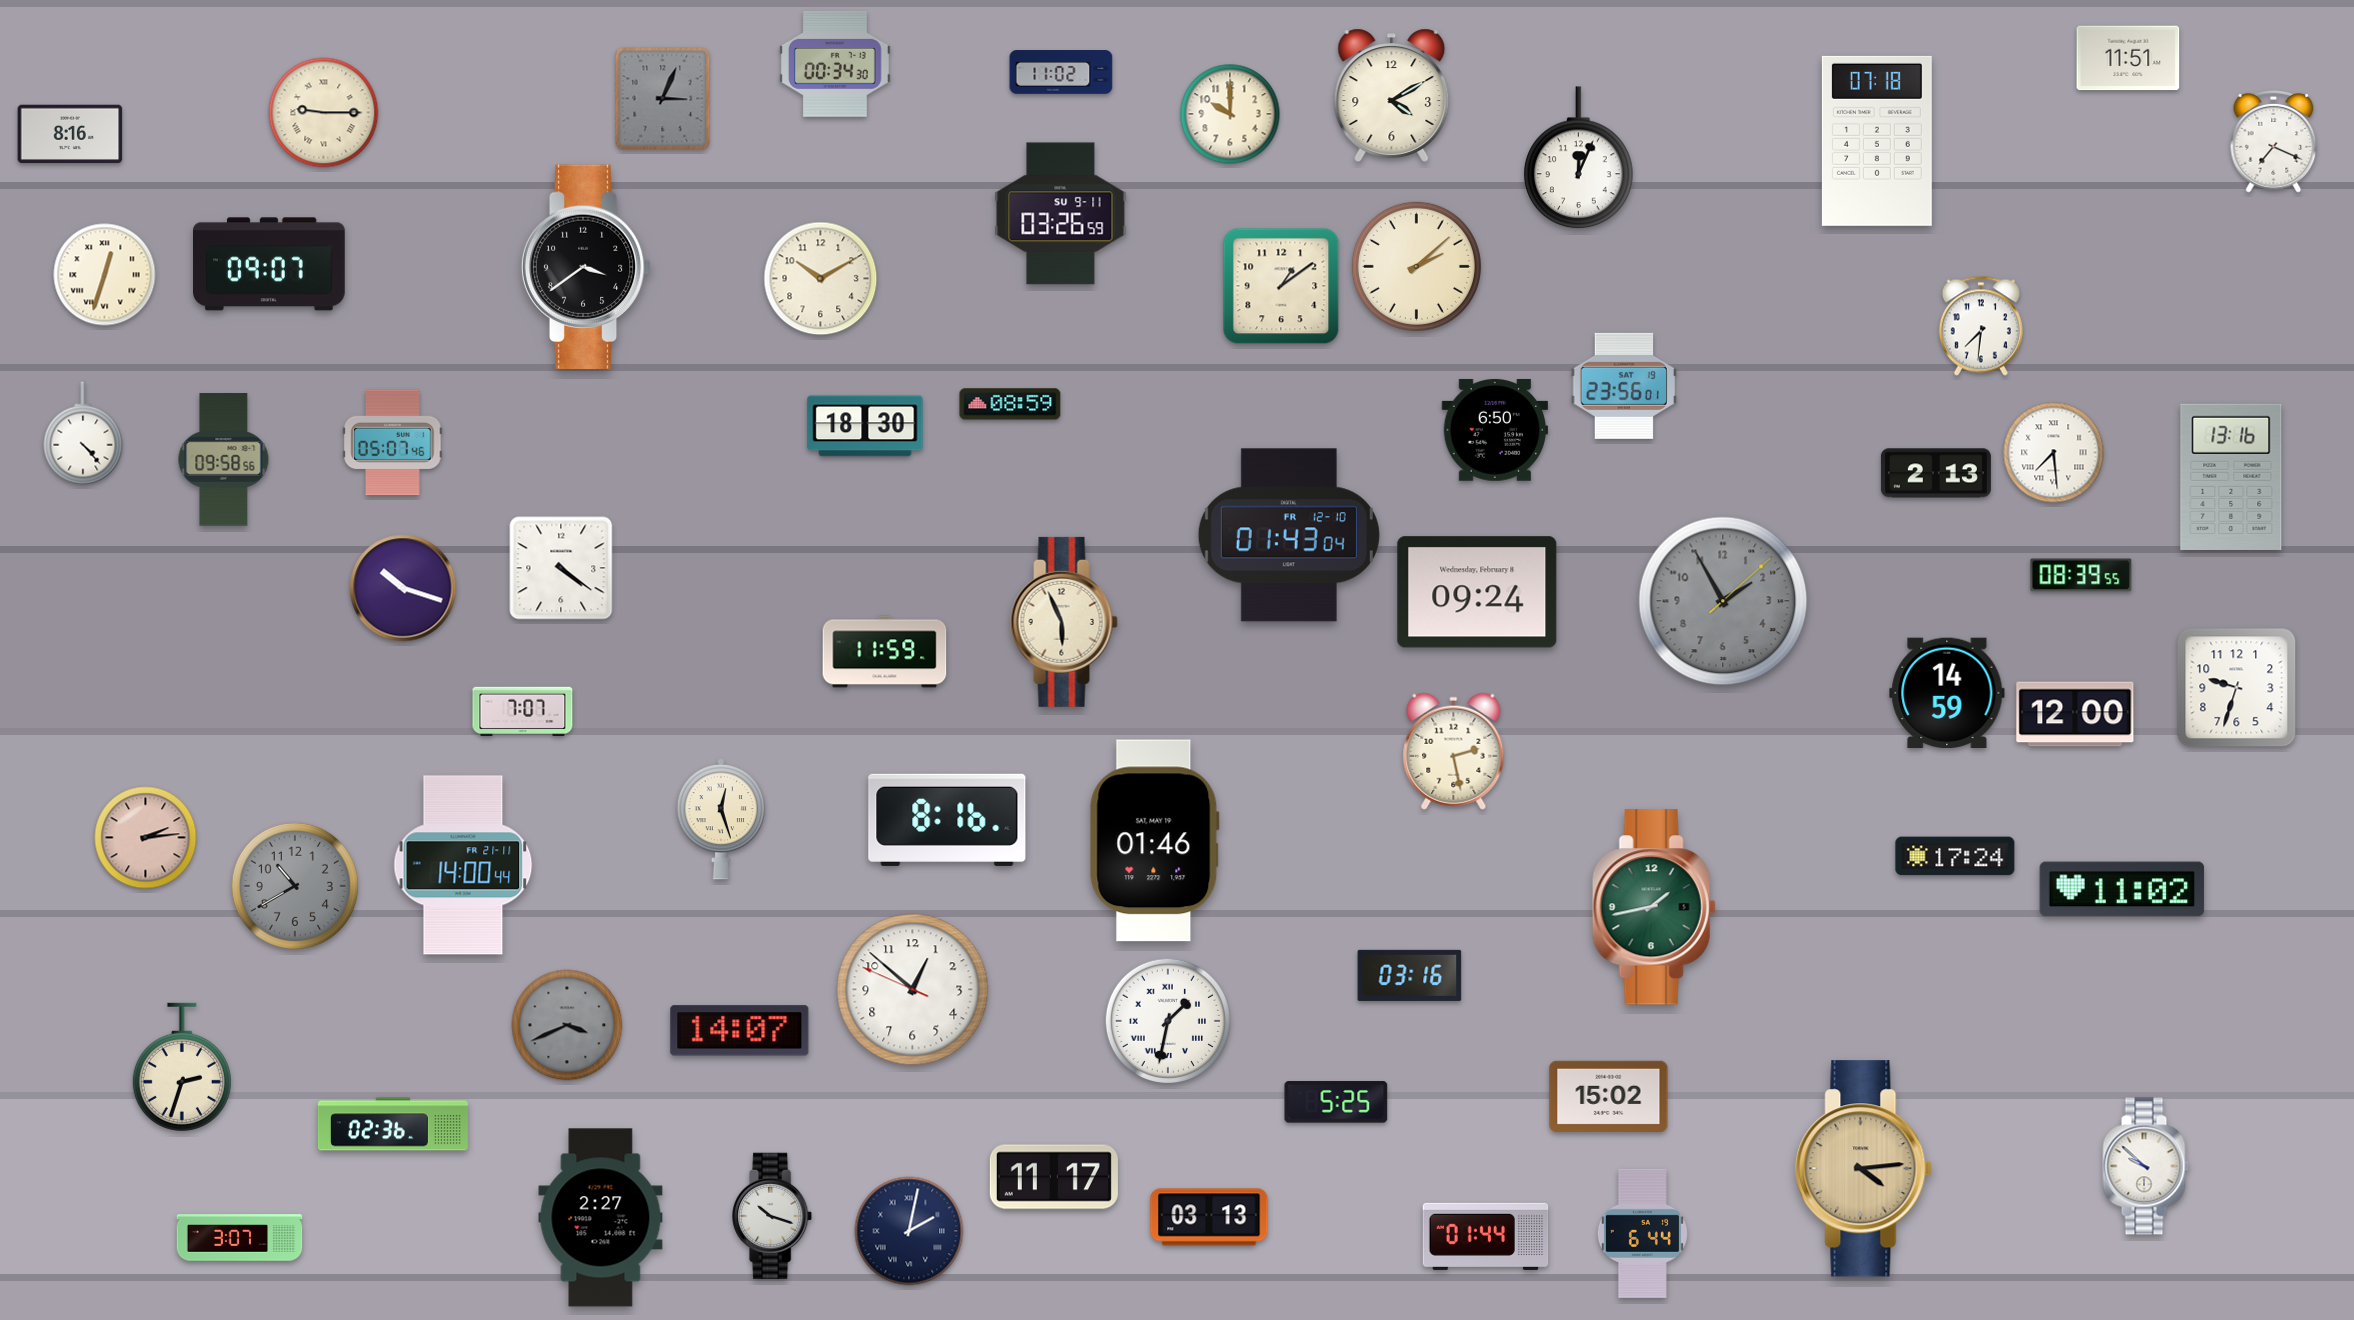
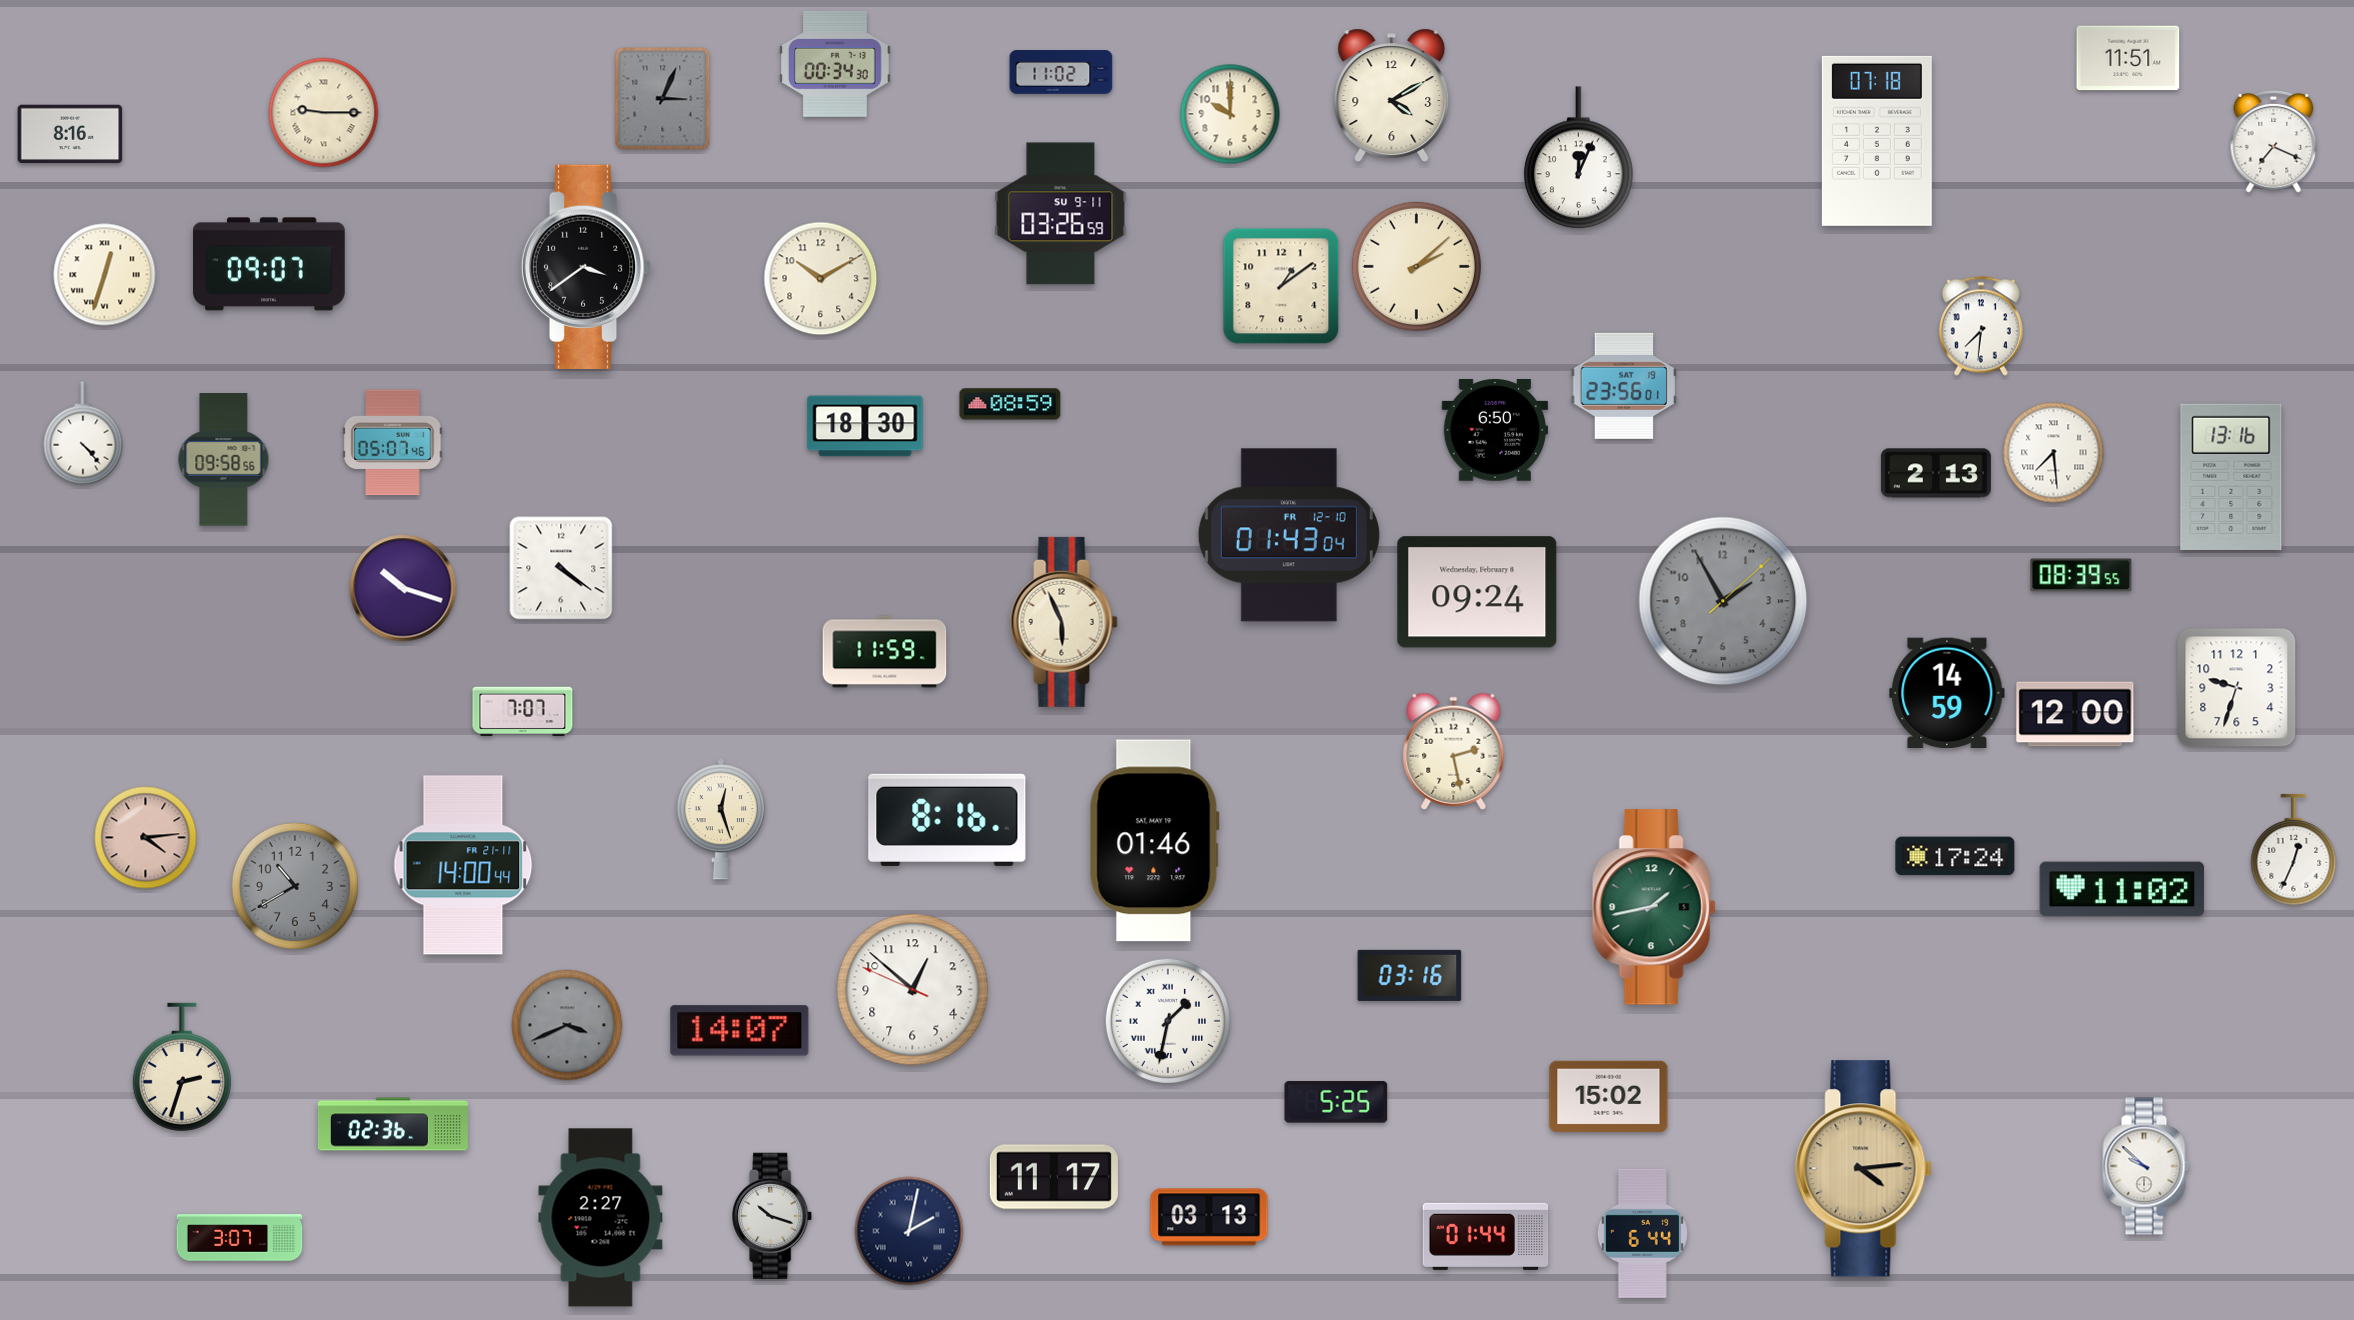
clock at (146, 838): 2:14 -> 4:14
clock at (2294, 850): none -> 12:34
